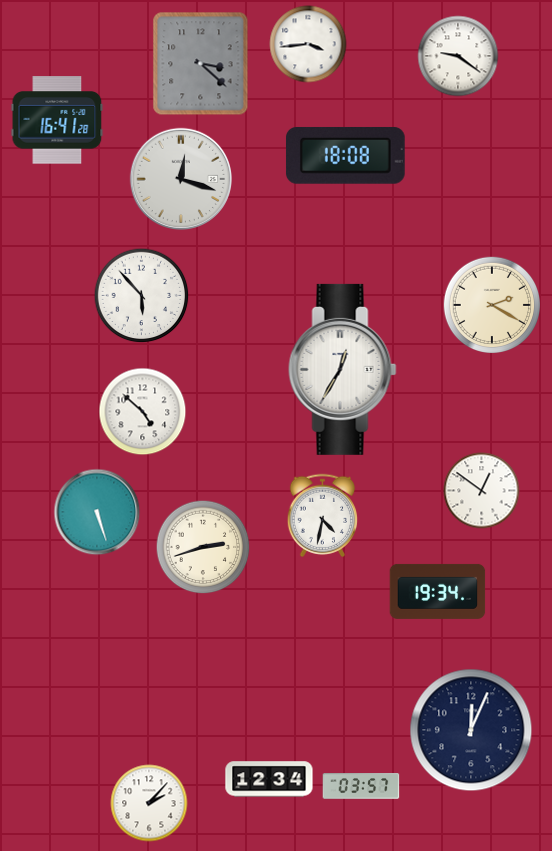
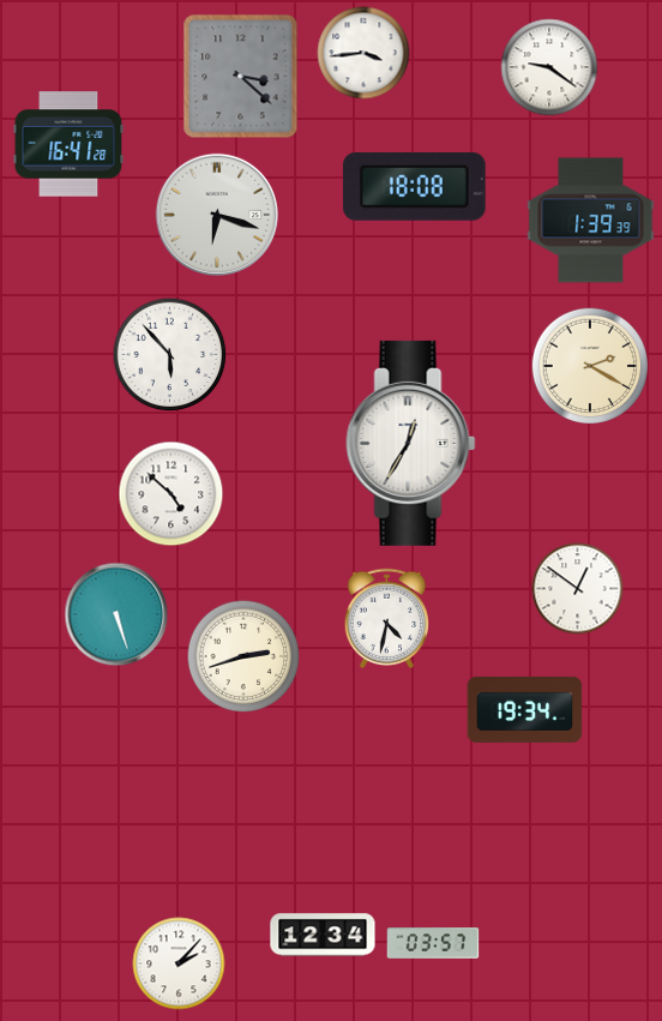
clock at (308, 44) position: (308, 44) -> (363, 53)
clock at (180, 178): 12:18 -> 6:18
clock at (591, 221): none -> 1:39
clock at (471, 730): 12:04 -> none
